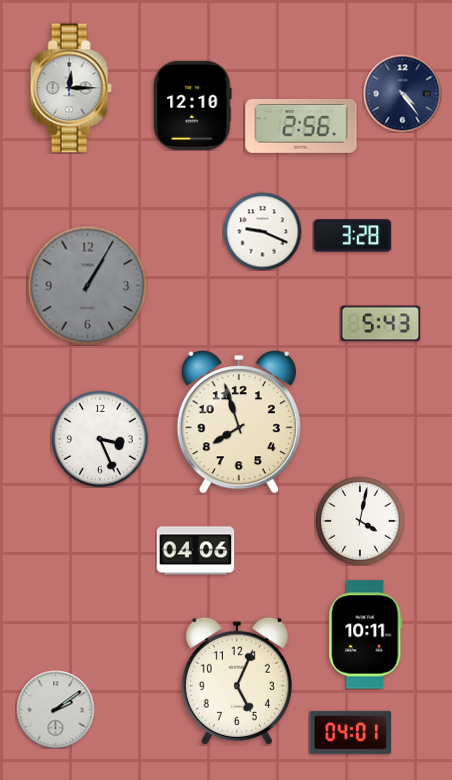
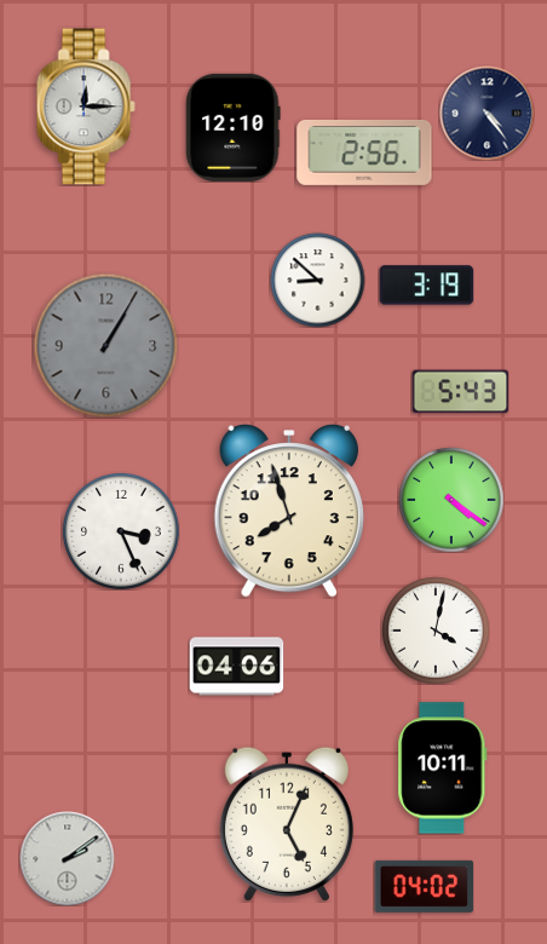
clock at (262, 231): 9:19 -> 8:52
clock at (352, 236): 3:28 -> 3:19
clock at (451, 500): none -> 4:21
clock at (350, 732): 04:01 -> 04:02
